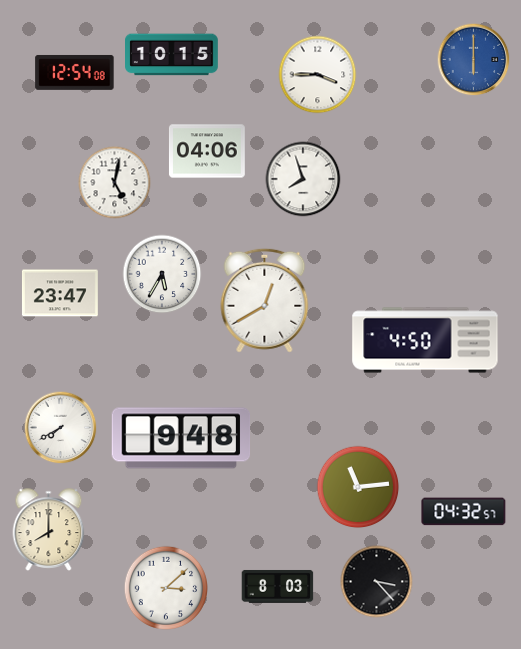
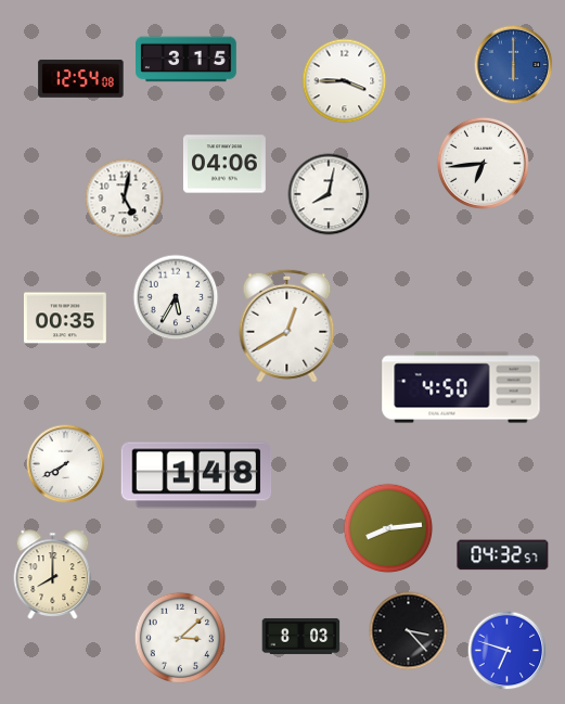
clock at (172, 55): 10:15 -> 3:15
clock at (483, 163): none -> 6:44
clock at (303, 179): 7:57 -> 8:02
clock at (60, 293): 23:47 -> 00:35
clock at (425, 340) position: (425, 340) -> (461, 387)
clock at (181, 438): 9:48 -> 1:48
clock at (358, 487): 11:14 -> 8:14
clock at (508, 651): none -> 6:48
